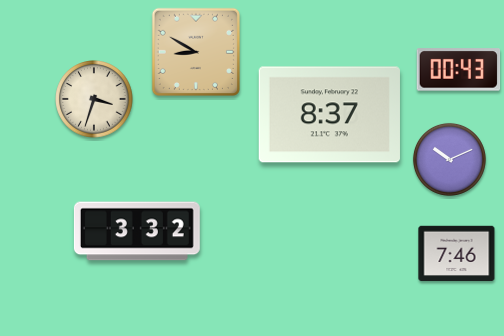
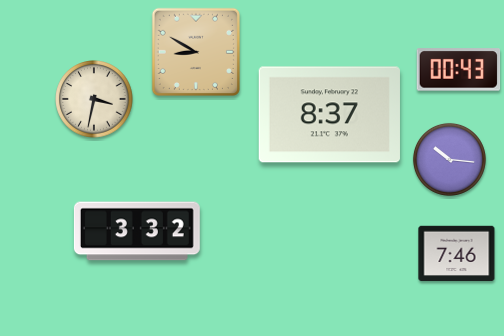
clock at (94, 99): 3:33 -> 3:32
clock at (449, 159): 10:11 -> 10:16
